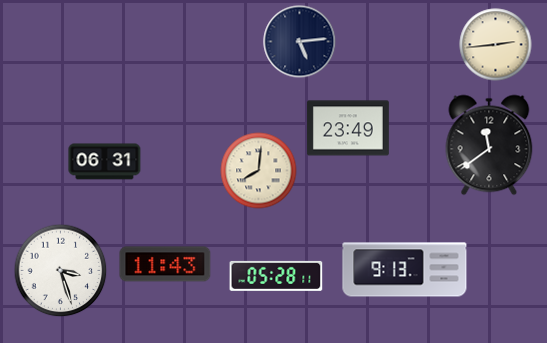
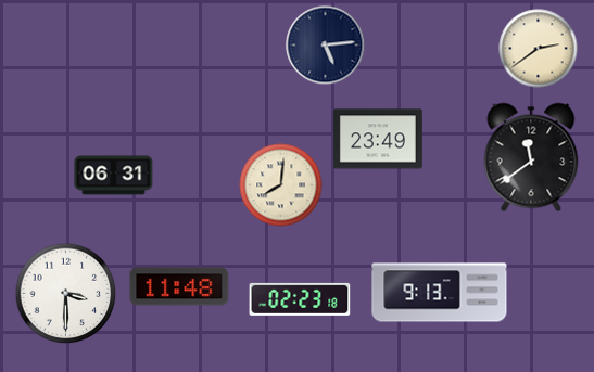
clock at (496, 45): 2:44 -> 2:39
clock at (165, 264): 11:43 -> 11:48
clock at (61, 271): 3:27 -> 3:30
clock at (276, 276): 05:28 -> 02:23
